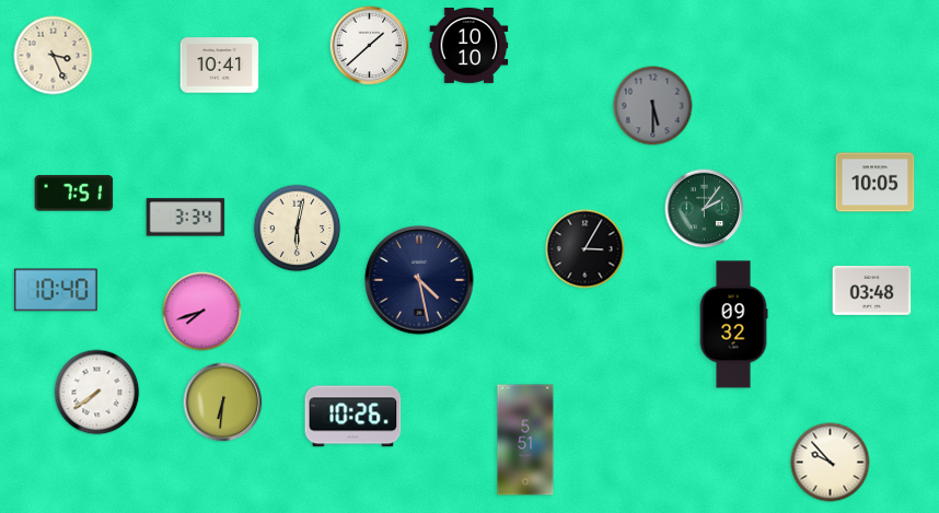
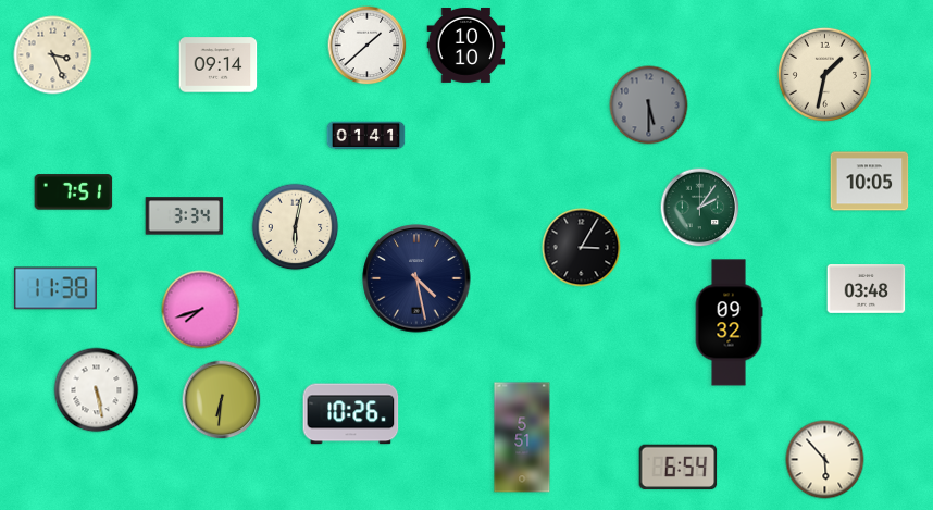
clock at (220, 66): 10:41 -> 09:14
clock at (824, 74): none -> 1:32
clock at (366, 136): none -> 01:41
clock at (56, 290): 10:40 -> 11:38
clock at (97, 393): 7:39 -> 5:28
clock at (831, 463): 9:53 -> 5:53
clock at (679, 468): none -> 6:54
